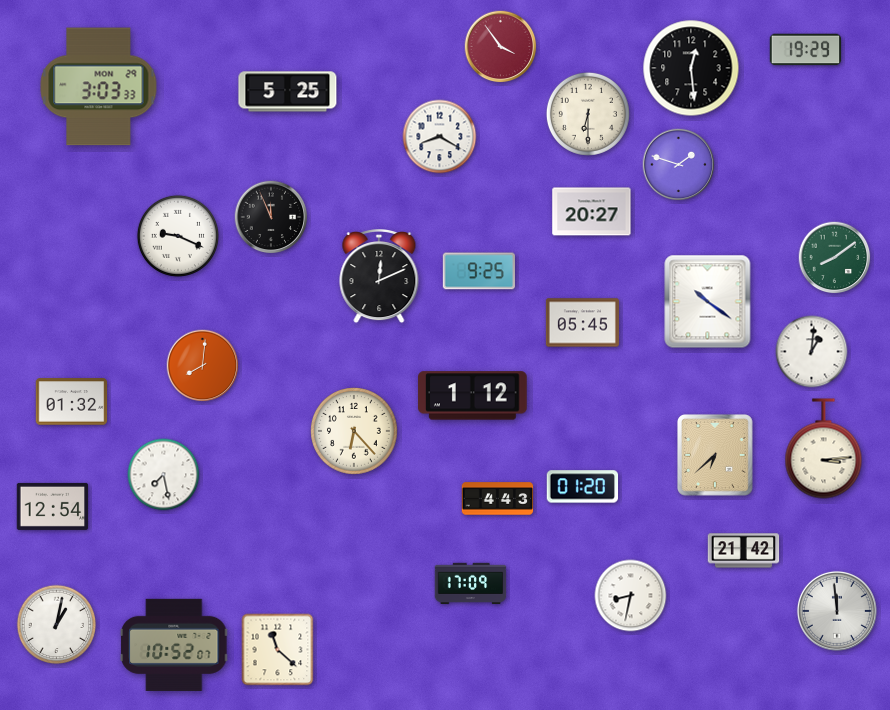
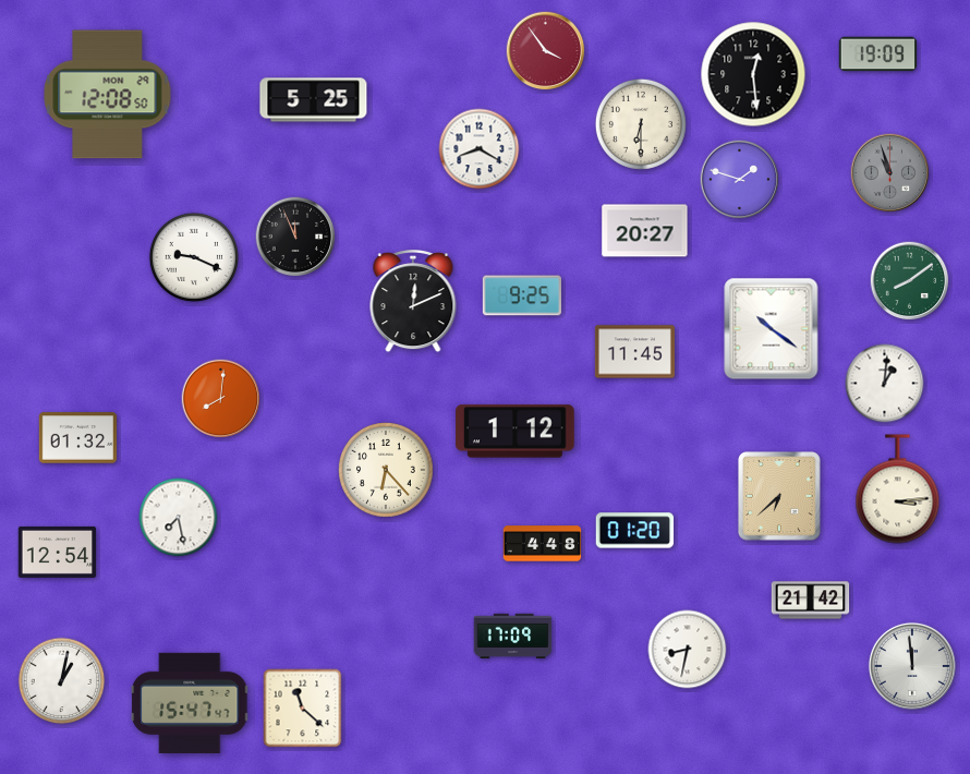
clock at (806, 50): 19:29 -> 19:09
clock at (99, 87): 3:03 -> 12:08
clock at (890, 173): none -> 10:57
clock at (582, 323): 05:45 -> 11:45
clock at (498, 499): 4:43 -> 4:48
clock at (175, 645): 10:52 -> 15:47
